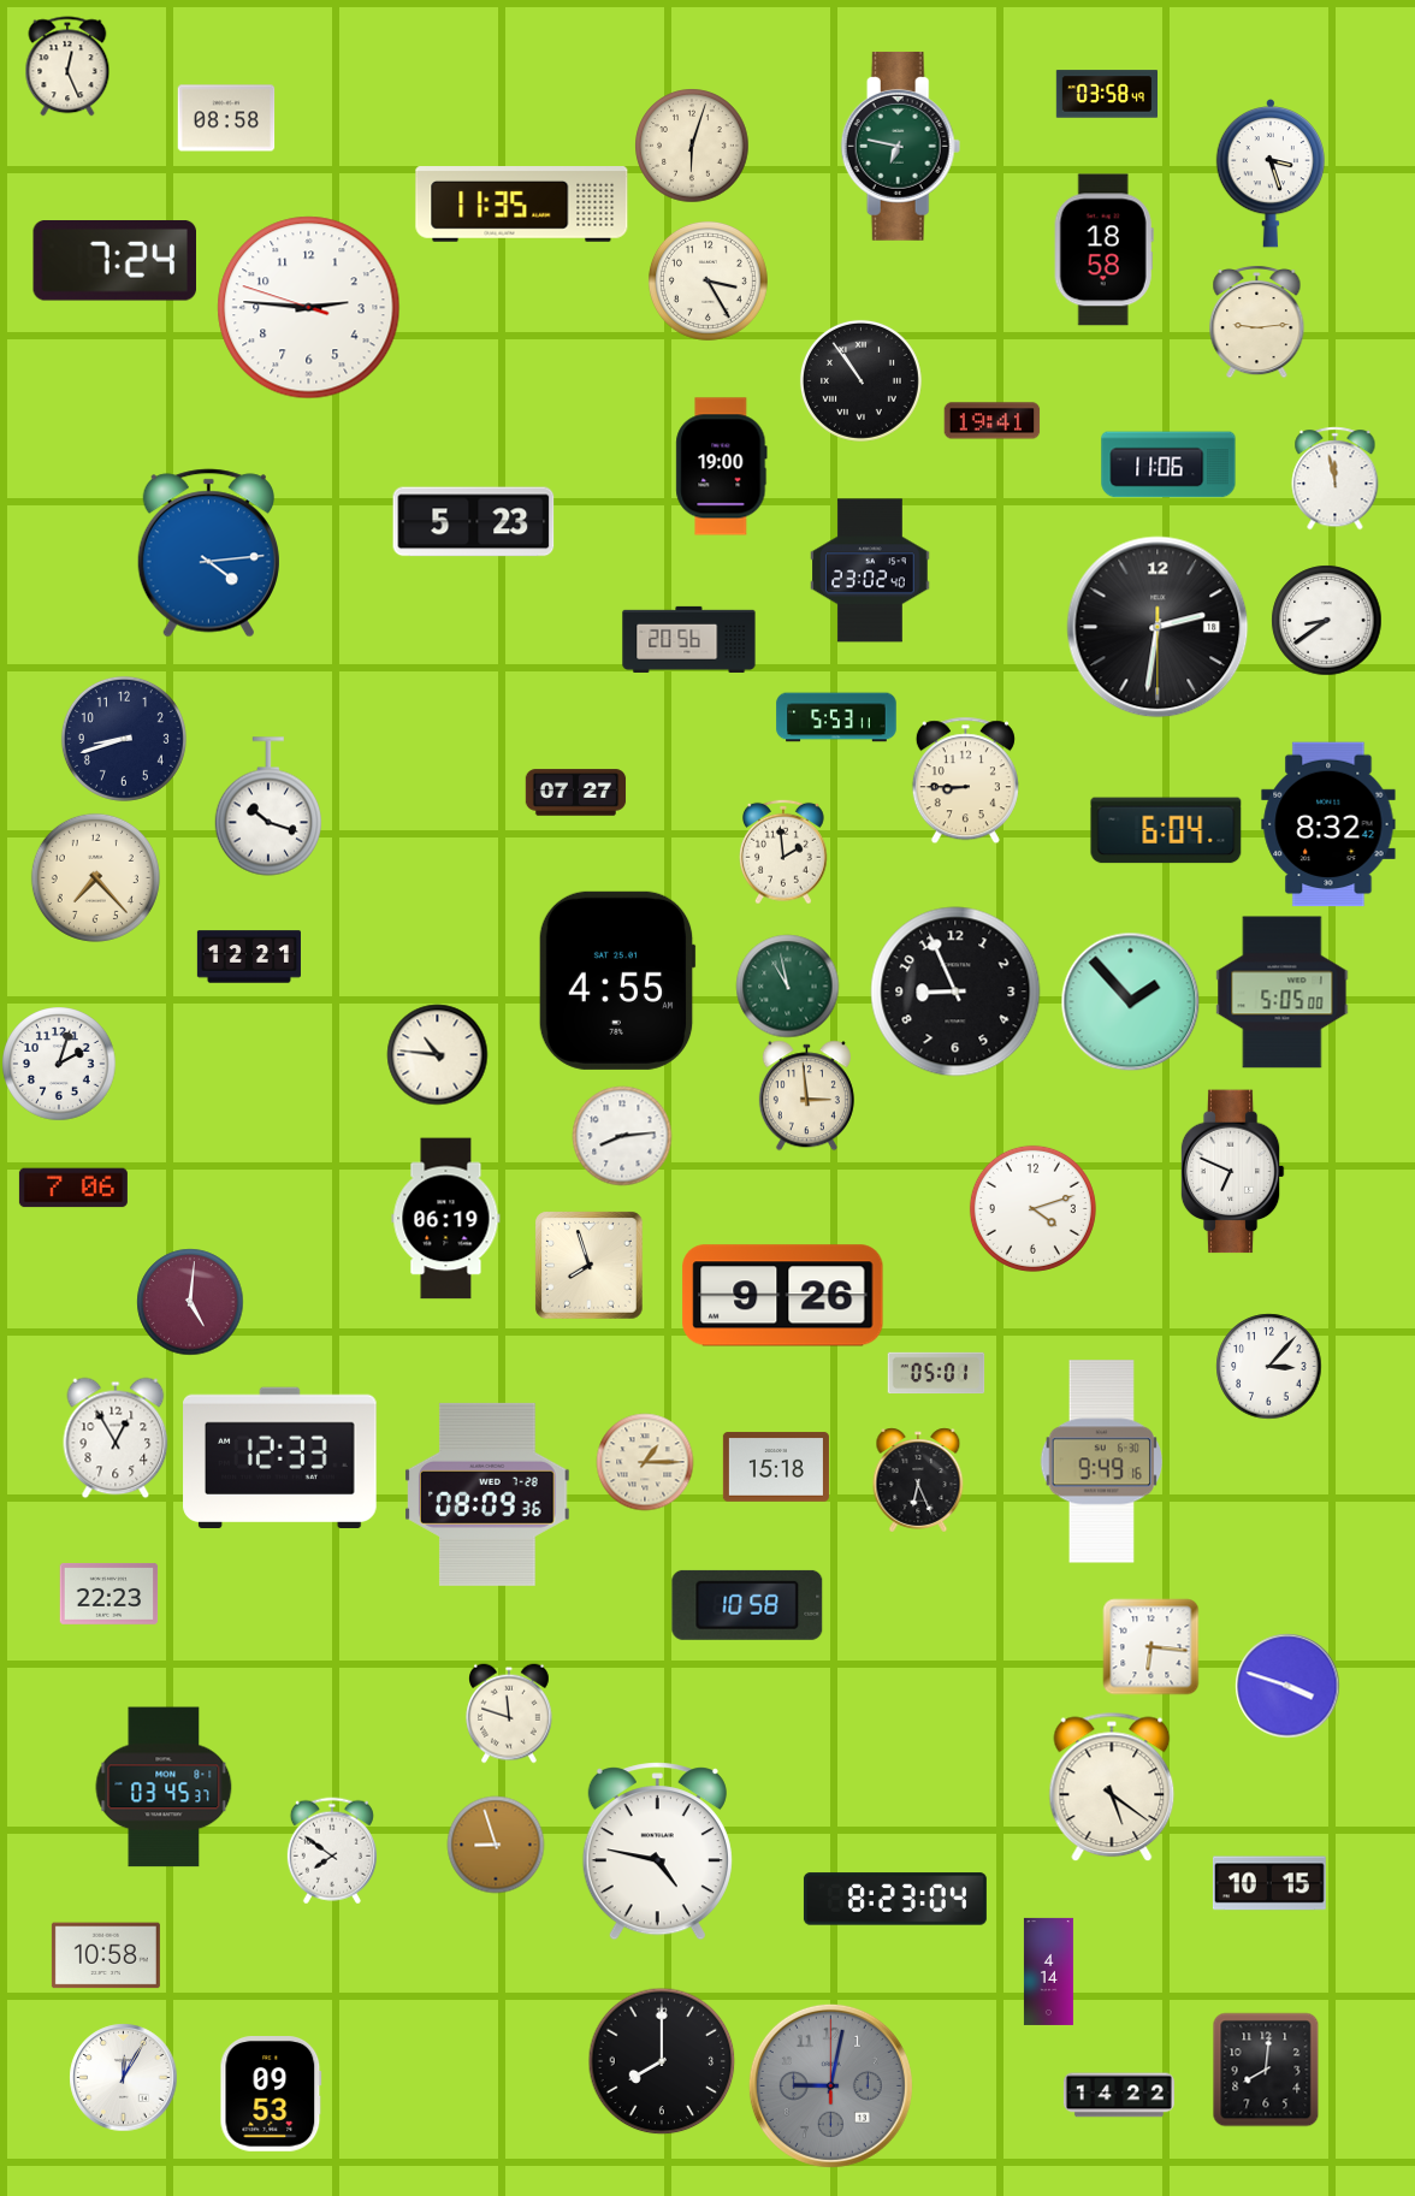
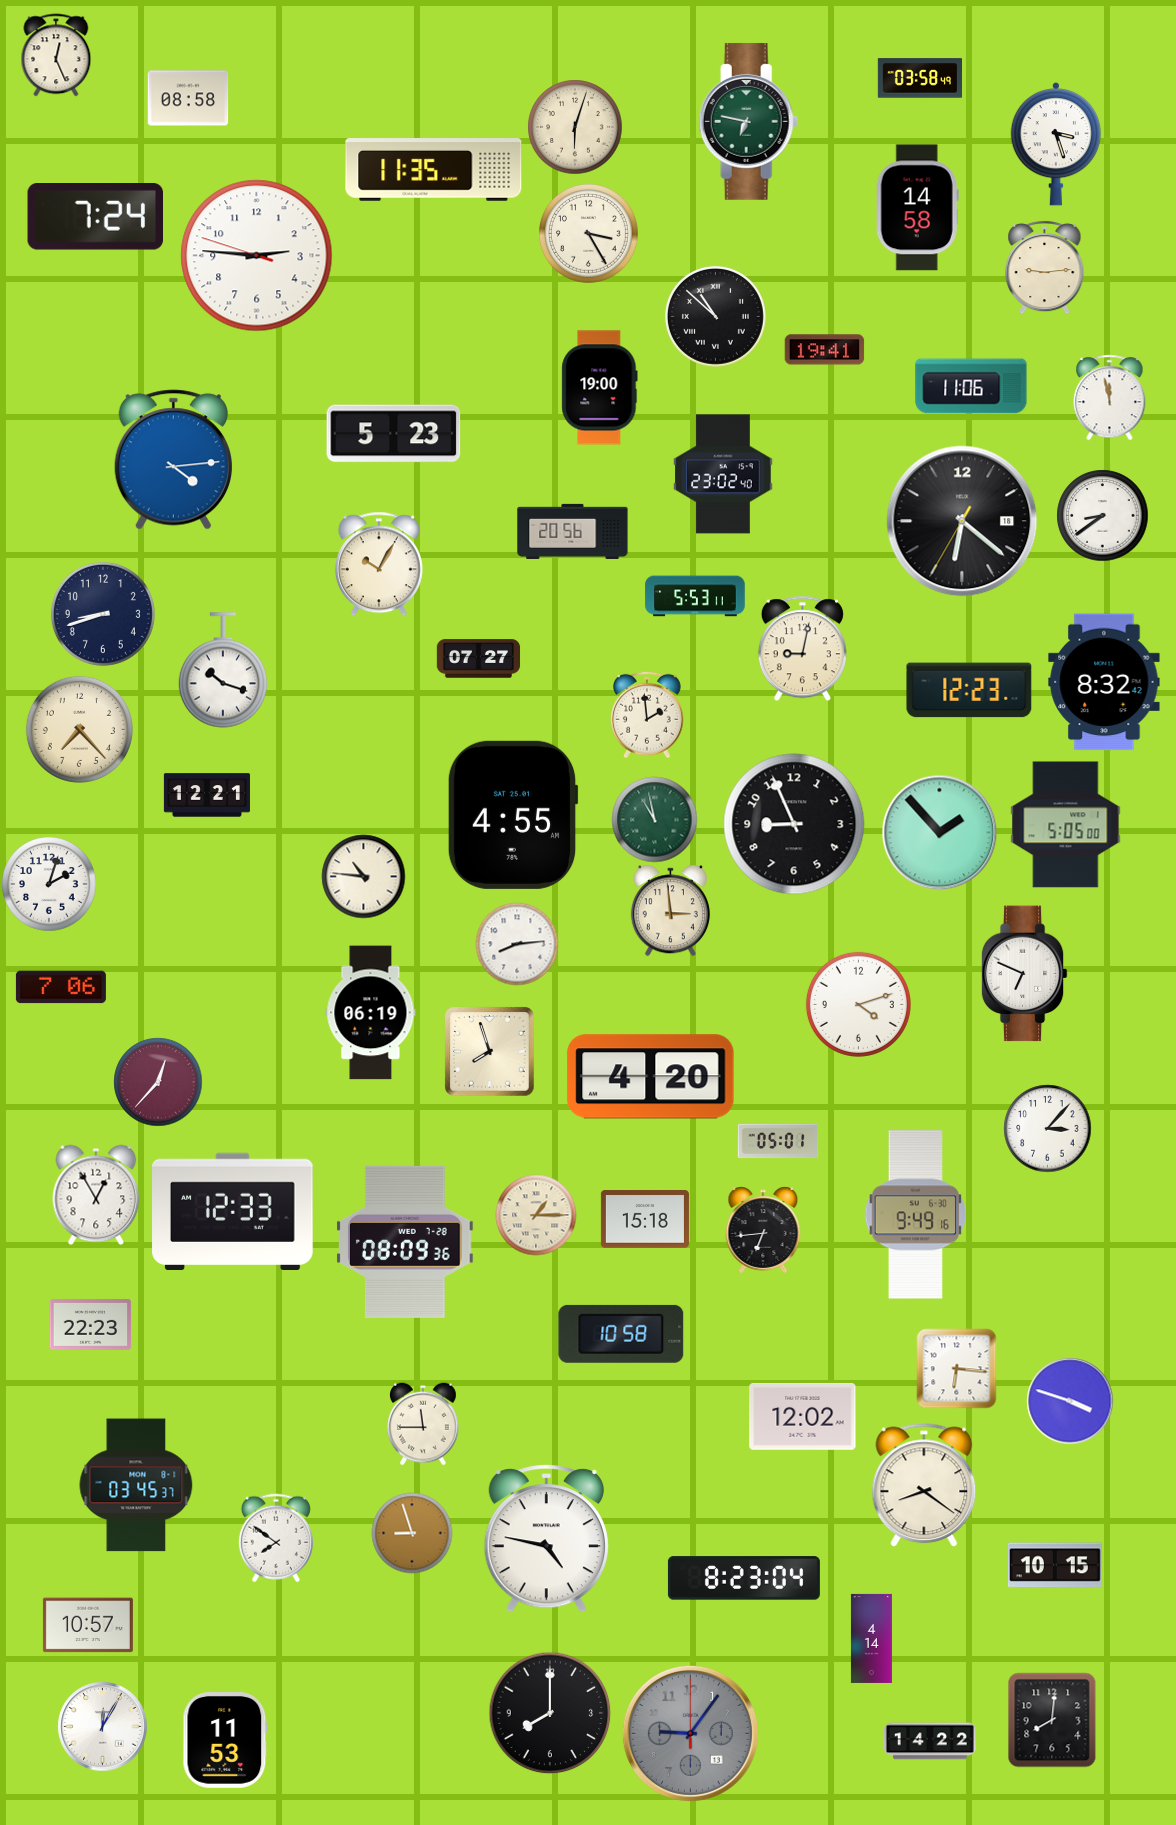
clock at (692, 146) position: (692, 146) -> (575, 127)
clock at (1103, 250): 18:58 -> 14:58
clock at (860, 380): 10:54 -> 10:52
clock at (1158, 627): 2:31 -> 6:21
clock at (379, 564): none -> 10:05
clock at (965, 780): 8:45 -> 9:02
clock at (1328, 824) position: (1328, 824) -> (1104, 682)
clock at (1166, 830): 6:04 -> 12:23
clock at (785, 852) position: (785, 852) -> (648, 715)
clock at (783, 1296): 9:26 -> 4:20
clock at (190, 1302): 5:01 -> 12:37
clock at (1268, 1366) position: (1268, 1366) -> (1047, 1128)
clock at (918, 1480): 6:26 -> 6:44
clock at (803, 1416): none -> 12:02
clock at (510, 1713): 11:48 -> 11:45
clock at (1112, 1787): 5:21 -> 8:21
clock at (106, 1955): 10:58 -> 10:57
clock at (830, 2085): 9:02 -> 9:06
clock at (271, 2095): 09:53 -> 11:53
